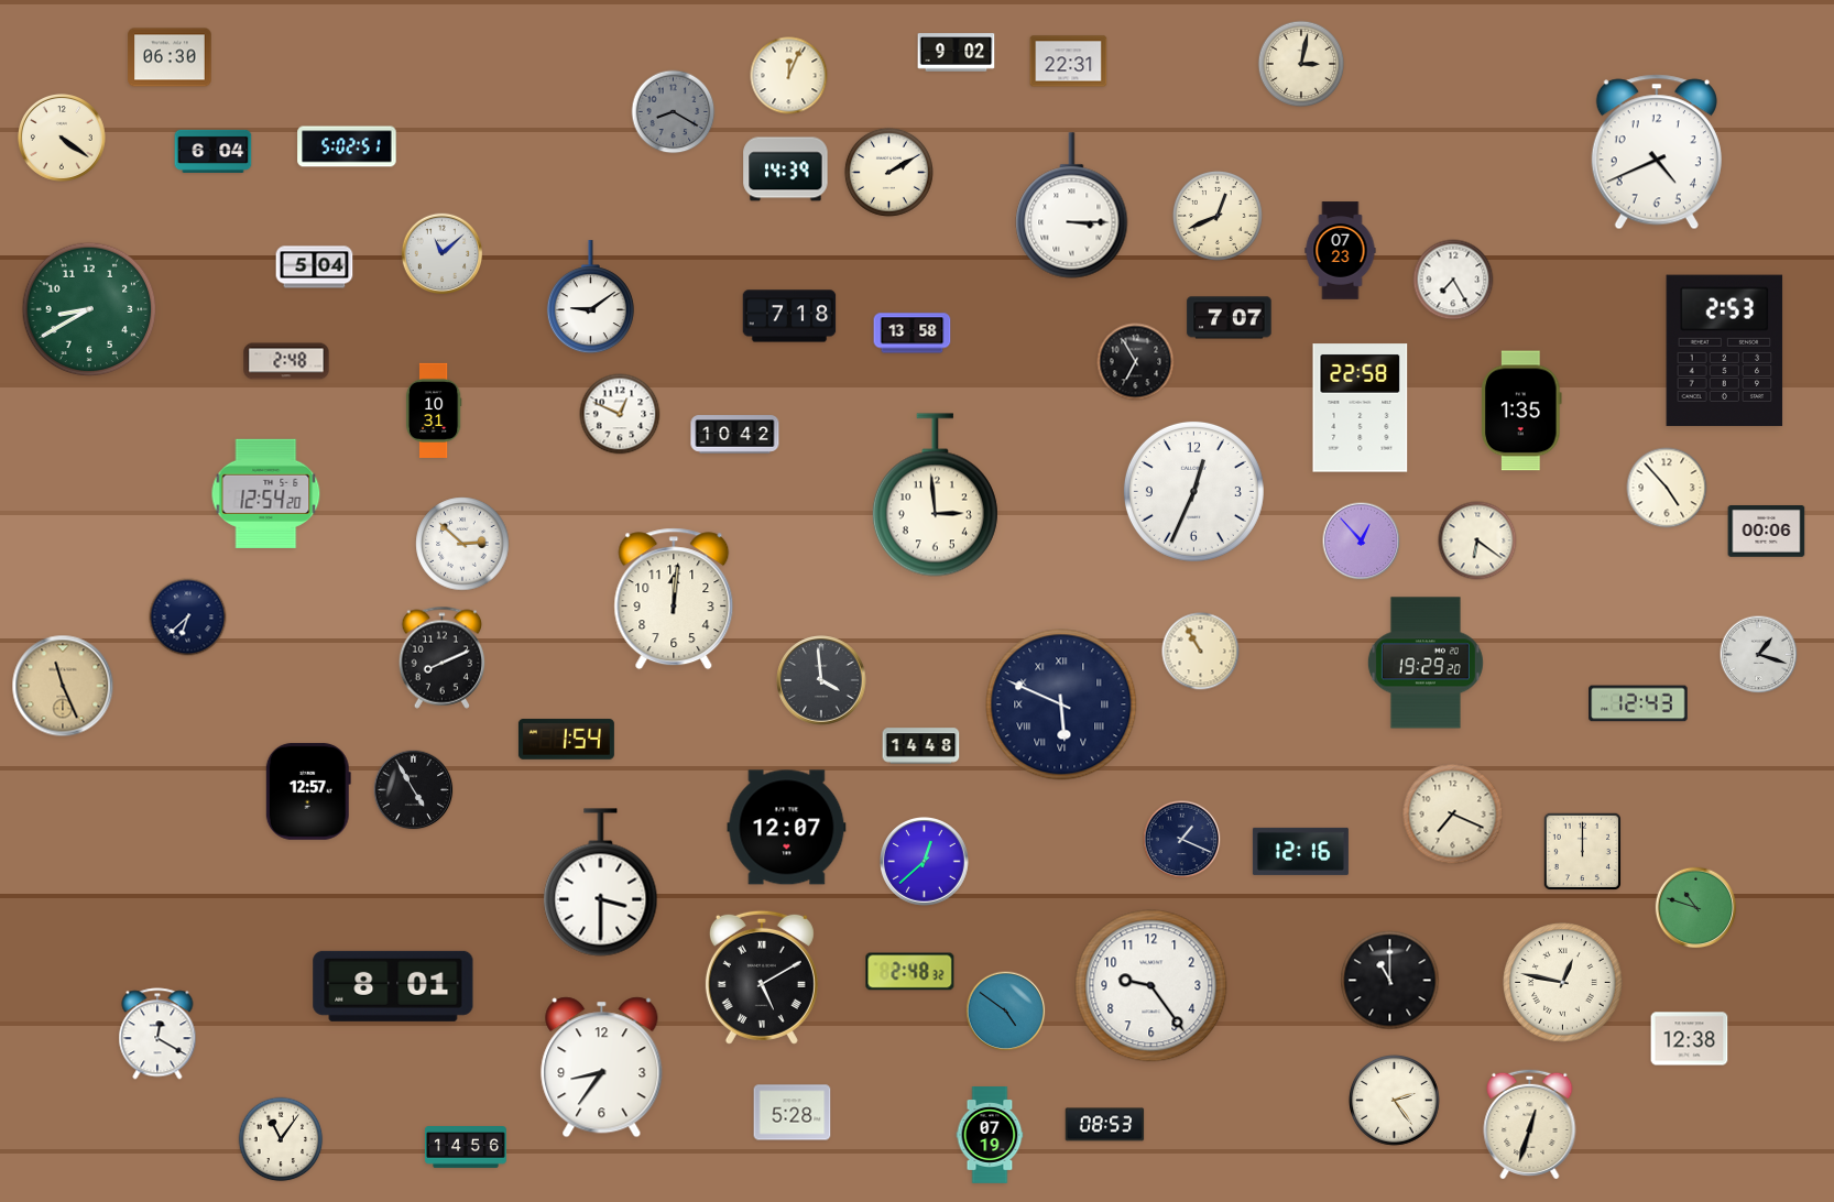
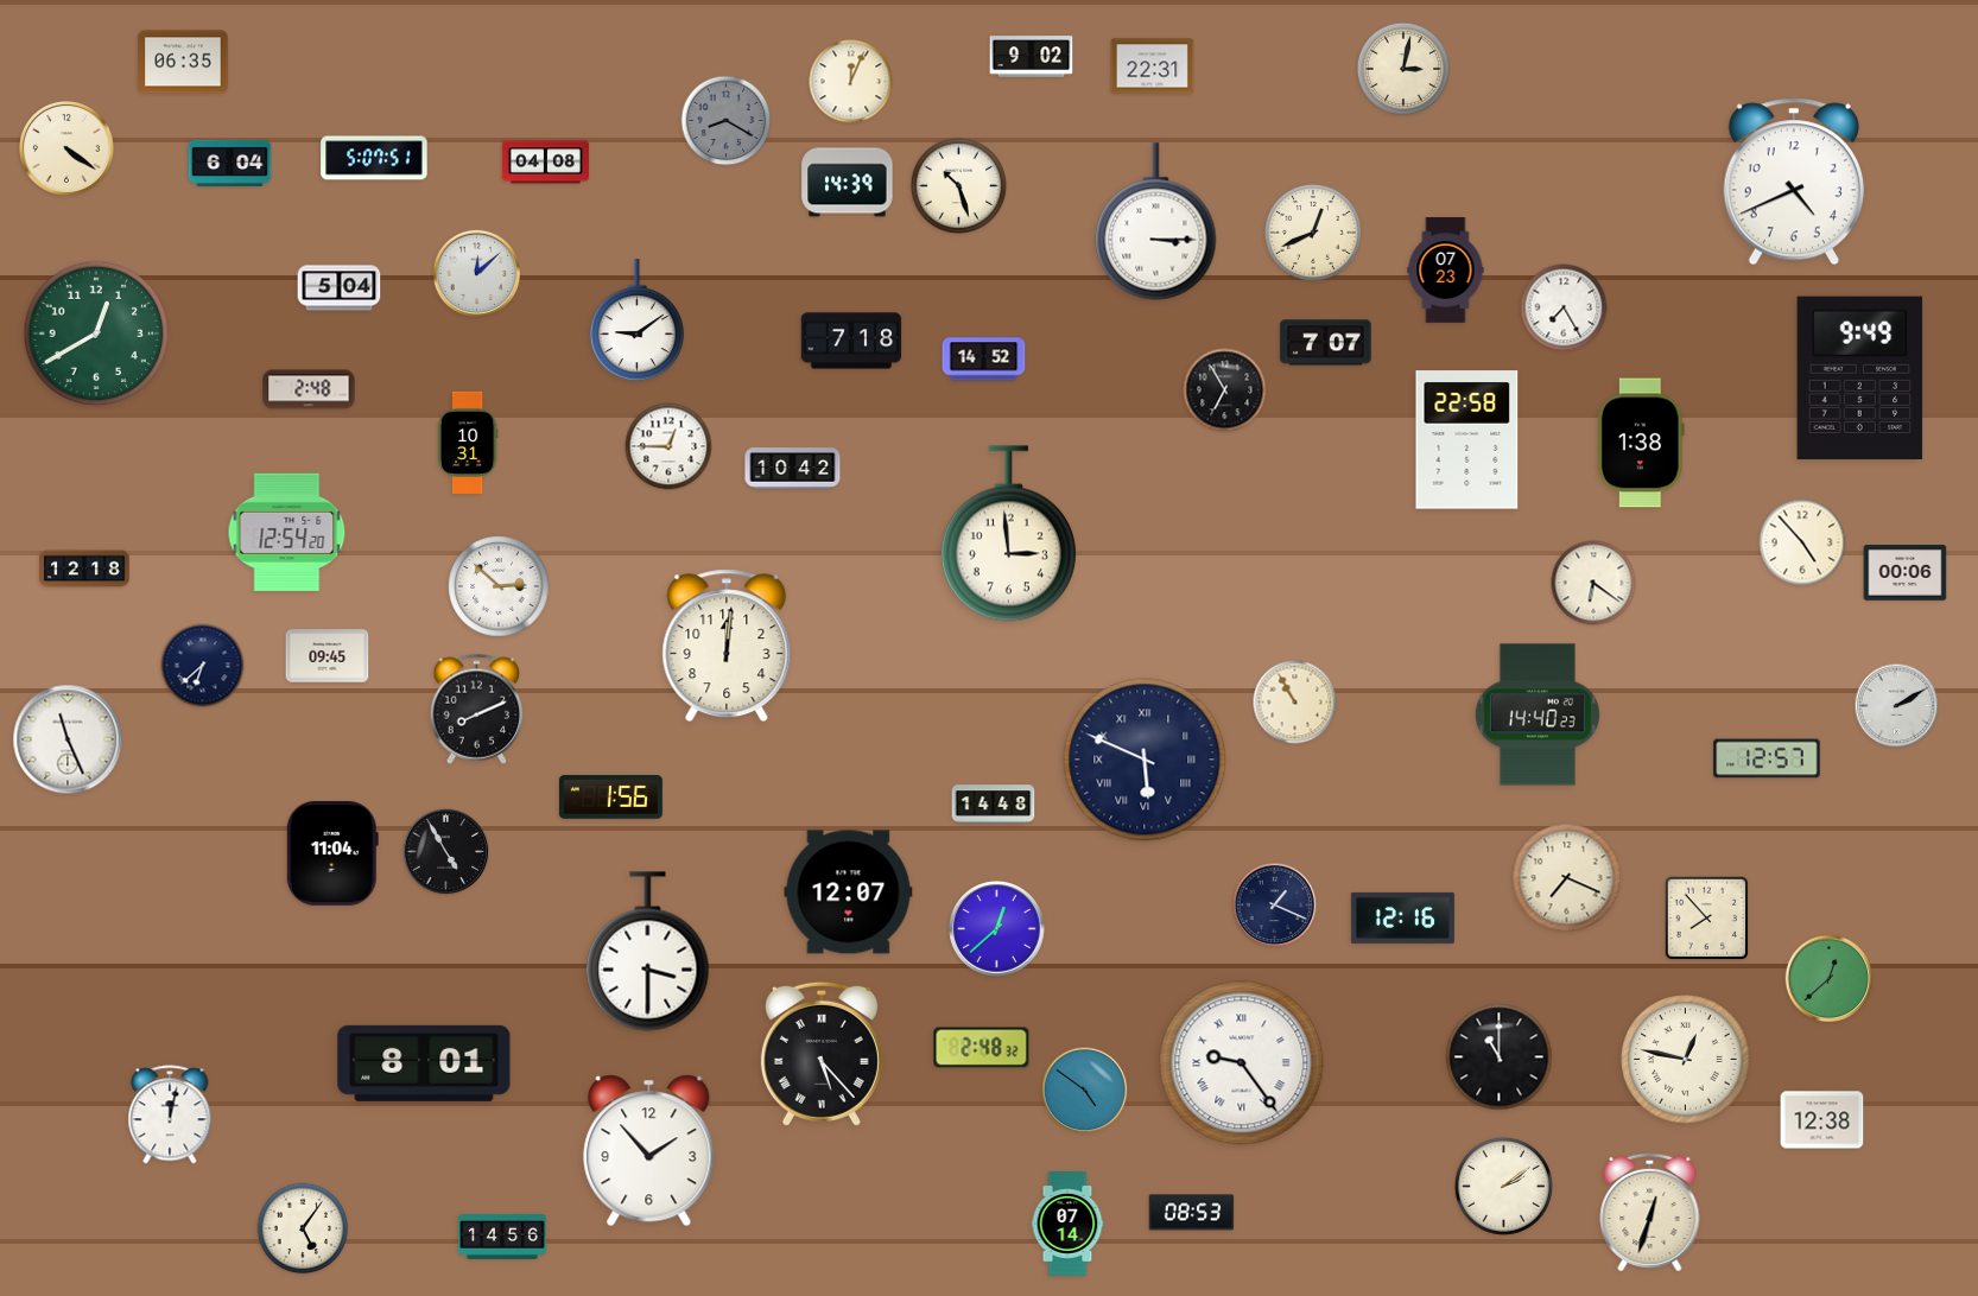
clock at (170, 57): 06:30 -> 06:35
clock at (347, 146): 5:02 -> 5:07
clock at (545, 163): none -> 04:08
clock at (1657, 152) position: (1657, 152) -> (1794, 182)
clock at (888, 172): 2:10 -> 10:27
clock at (443, 254): 11:08 -> 12:08
clock at (1453, 280) position: (1453, 280) -> (1564, 307)
clock at (89, 309): 8:40 -> 12:40
clock at (913, 334): 13:58 -> 14:52
clock at (1725, 351): 2:53 -> 9:49
clock at (1522, 411): 1:35 -> 1:38
clock at (620, 414): 12:49 -> 12:45
clock at (1667, 488) position: (1667, 488) -> (1802, 542)
clock at (1193, 491): 12:34 -> none
clock at (84, 568): none -> 12:18
clock at (1362, 542): 12:53 -> none
clock at (328, 656): none -> 09:45
clock at (1759, 655): 1:18 -> 2:10
clock at (1426, 663): 19:29 -> 14:40
clock at (821, 680): 3:59 -> none
clock at (63, 686) dial: champagne -> white
clock at (1638, 703): 12:43 -> 12:57
clock at (566, 740): 1:54 -> 1:56
clock at (308, 791): 12:57 -> 11:04
clock at (1582, 851): 12:00 -> 7:53
clock at (1696, 908): 10:48 -> 12:38
clock at (762, 977): 5:10 -> 5:23
clock at (1151, 986) numerals: Arabic -> Roman
clock at (157, 1034): 12:20 -> 12:02
clock at (602, 1068): 8:36 -> 1:53
clock at (1395, 1101): 2:24 -> 2:09
clock at (793, 1113): 5:28 -> none
clock at (990, 1136): 07:19 -> 07:14
clock at (281, 1139): 11:06 -> 5:06
